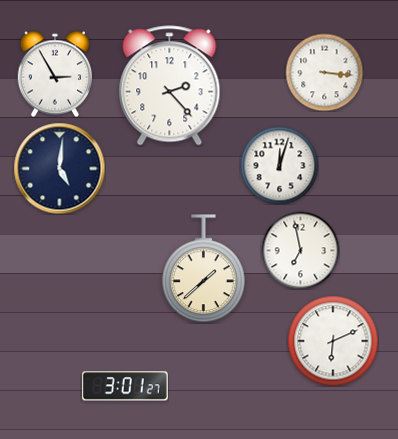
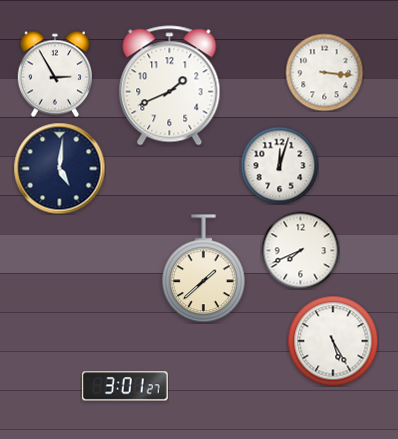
clock at (170, 86): 2:23 -> 1:41
clock at (300, 250): 6:58 -> 7:41
clock at (333, 341): 6:11 -> 5:25
